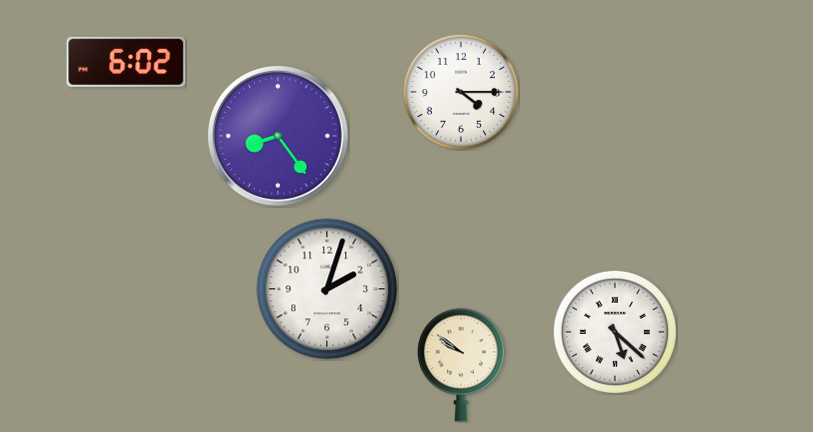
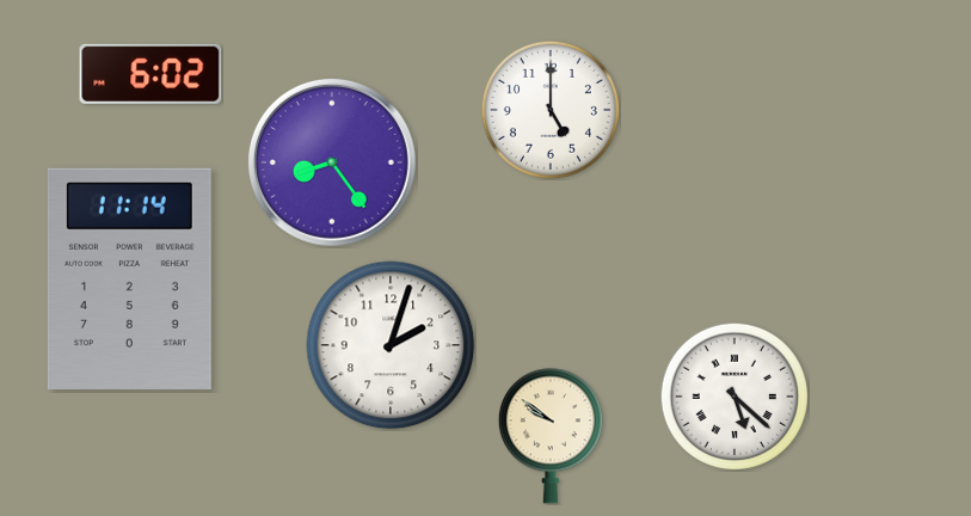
clock at (461, 92): 4:15 -> 5:00
clock at (129, 278): none -> 11:14
